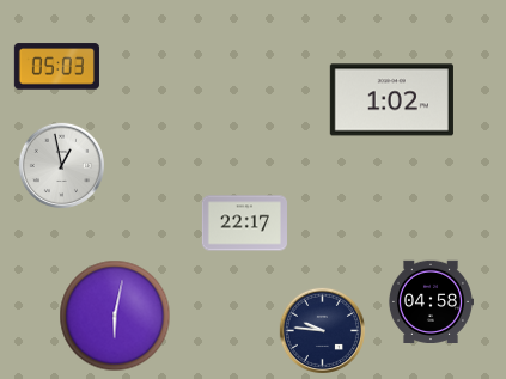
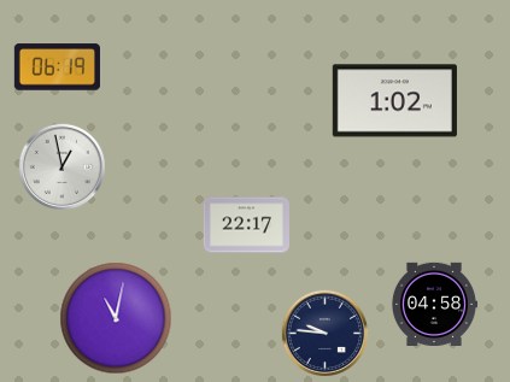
clock at (56, 67): 05:03 -> 06:19
clock at (115, 316): 6:02 -> 11:02
